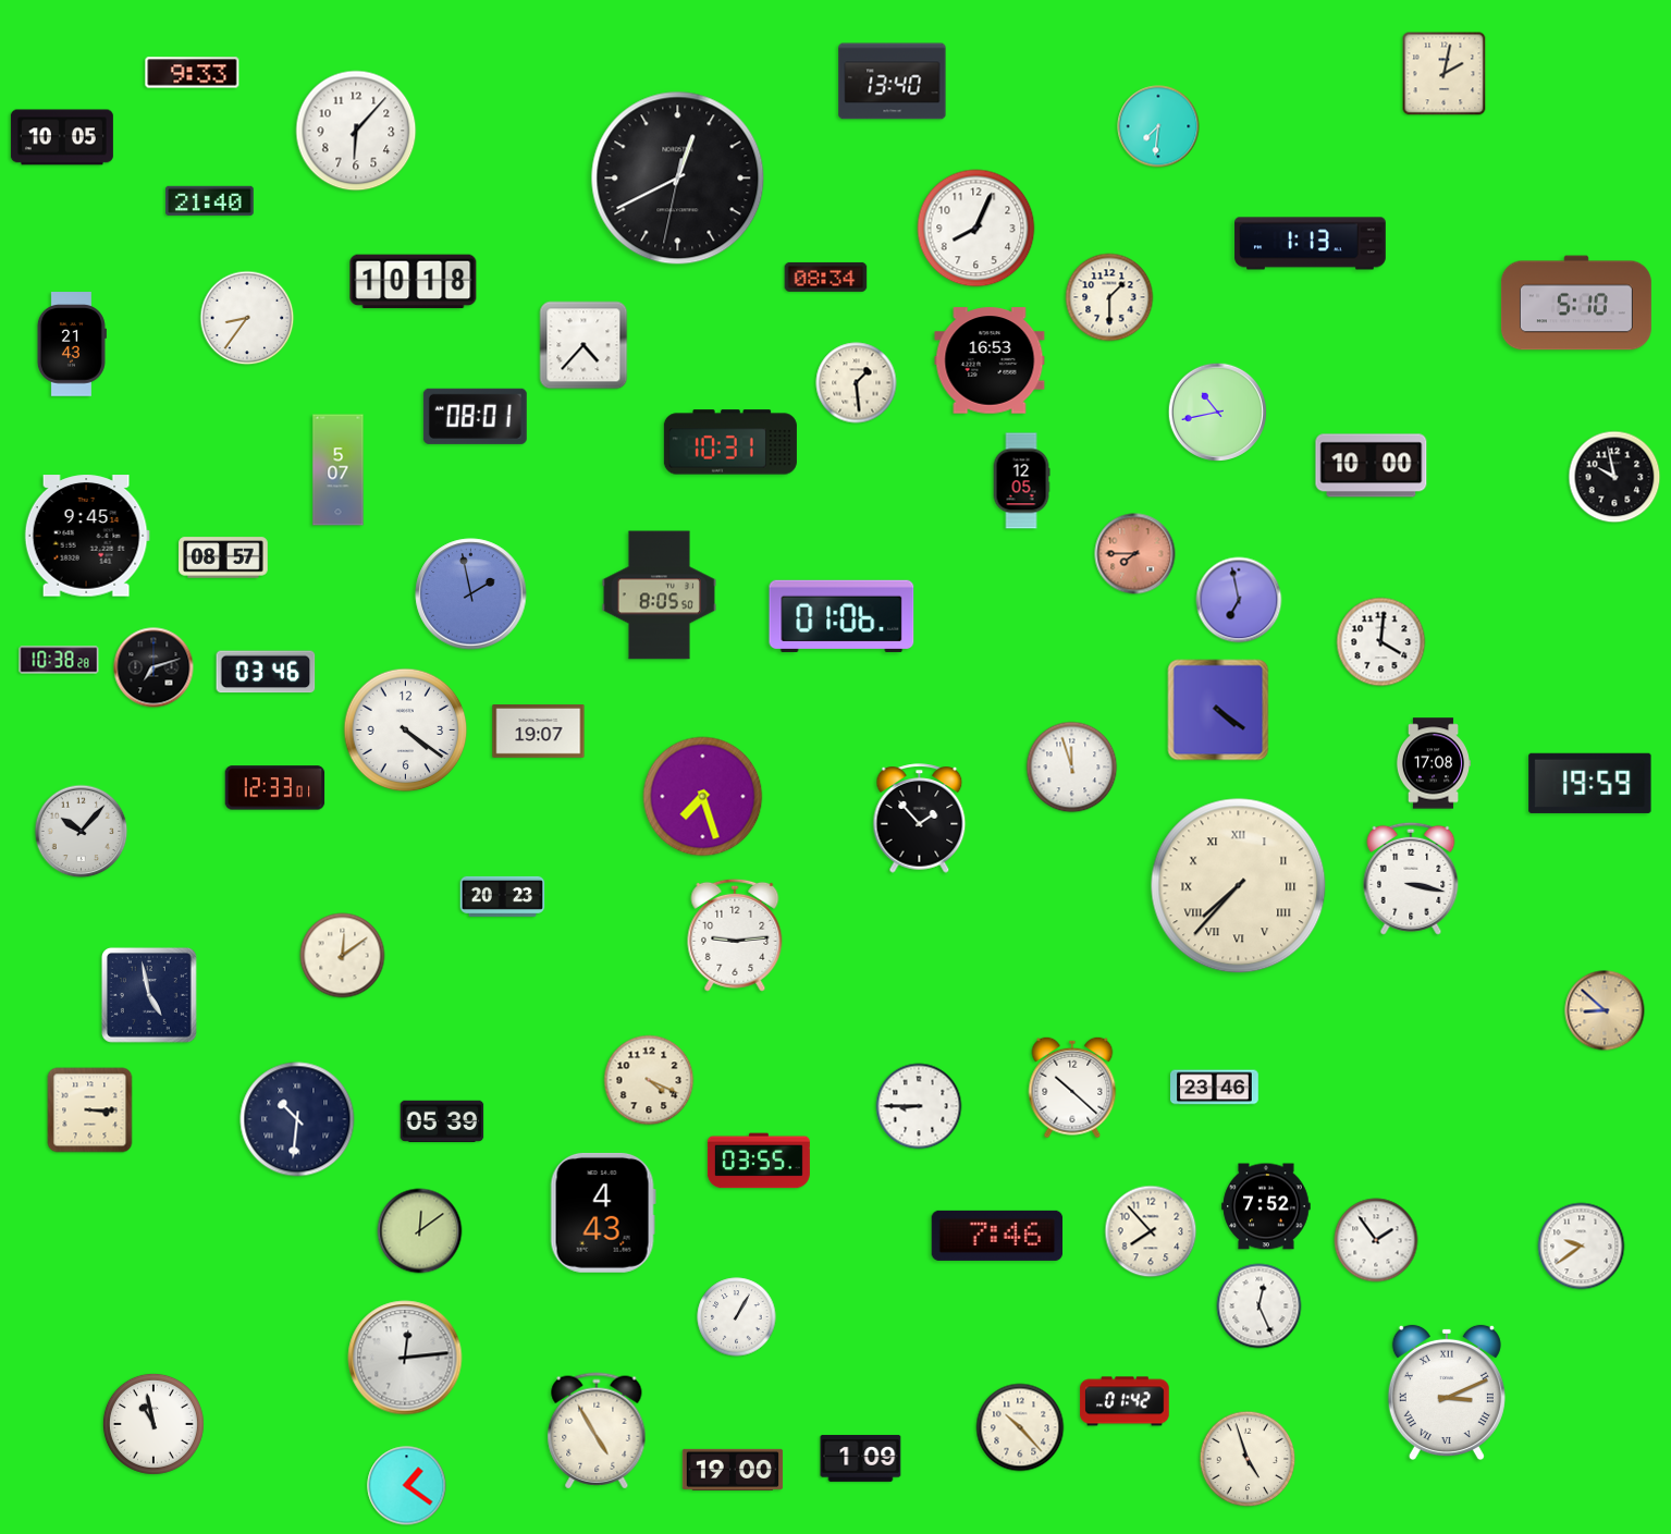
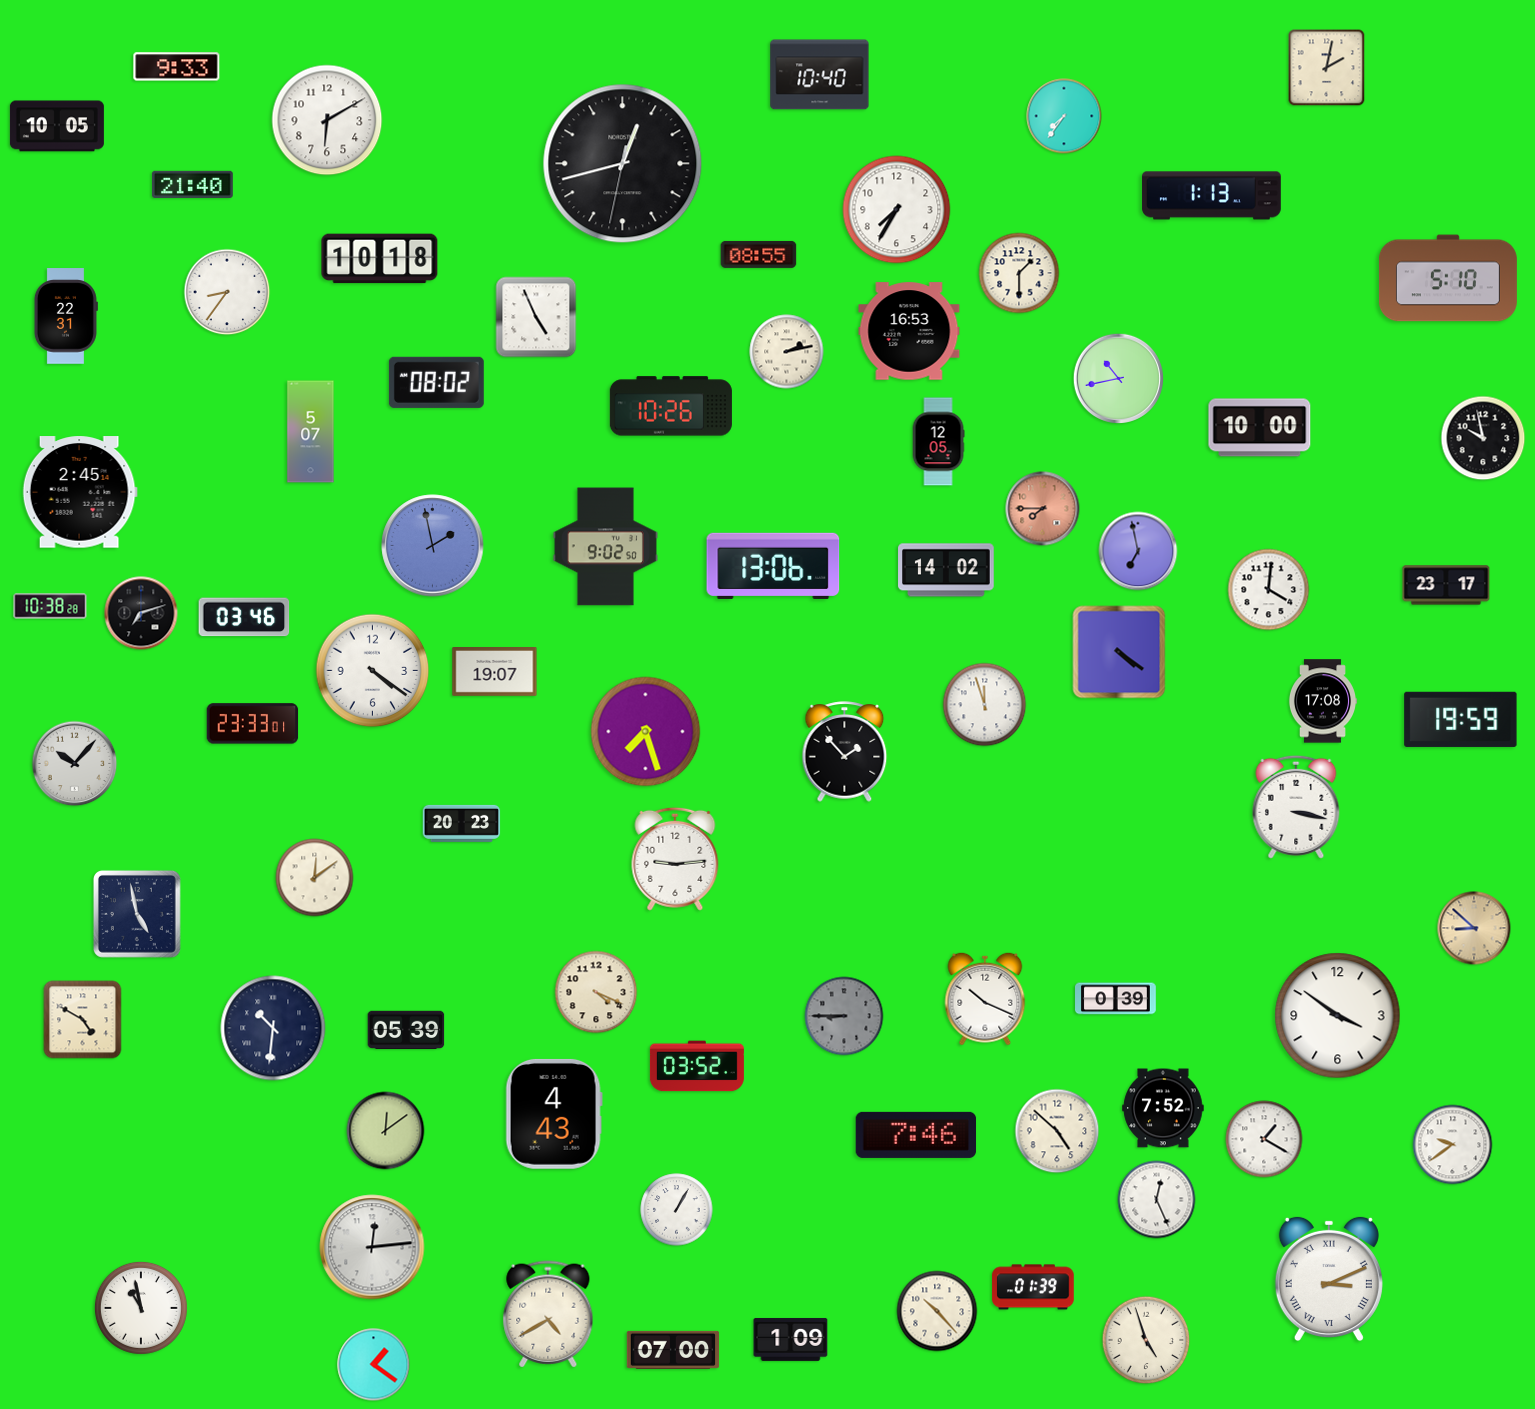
clock at (893, 82): 13:40 -> 10:40
clock at (1158, 126): 7:31 -> 7:36
clock at (356, 131): 6:07 -> 6:10
clock at (678, 179): 12:40 -> 12:42
clock at (976, 229): 8:04 -> 7:35
clock at (1311, 244) position: (1311, 244) -> (1212, 196)
clock at (826, 277): 08:34 -> 08:55
clock at (71, 344): 21:43 -> 22:31
clock at (583, 345): 4:37 -> 4:56
clock at (857, 383): 1:29 -> 2:13
clock at (475, 416): 08:01 -> 08:02
clock at (730, 442): 10:31 -> 10:26
clock at (87, 536): 9:45 -> 2:45
clock at (223, 557): 08:57 -> none
clock at (659, 596): 8:05 -> 9:02
clock at (841, 616): 01:06 -> 13:06
clock at (946, 570): none -> 14:02
clock at (1446, 585): none -> 23:17
clock at (59, 660) position: (59, 660) -> (50, 606)
clock at (1434, 763) position: (1434, 763) -> (1323, 701)
clock at (275, 788): 12:33 -> 23:33
clock at (1239, 886): 7:37 -> none
clock at (1072, 1088): 10:22 -> 10:19
clock at (1215, 1088): 23:46 -> 0:39
clock at (919, 1106) dial: white -> grey
clock at (1338, 1016): none -> 3:51
clock at (90, 1110): 3:15 -> 4:50
clock at (759, 1161): 03:55 -> 03:52
clock at (1151, 1231): 7:53 -> 4:52
clock at (1376, 1240): 1:54 -> 1:20
clock at (1125, 1401): 01:42 -> 01:39
clock at (597, 1431): 4:55 -> 4:40
clock at (733, 1470): 19:00 -> 07:00
